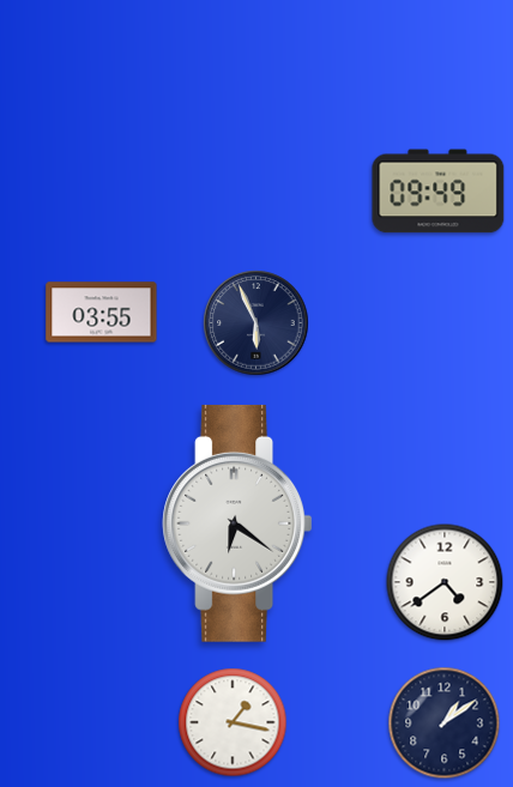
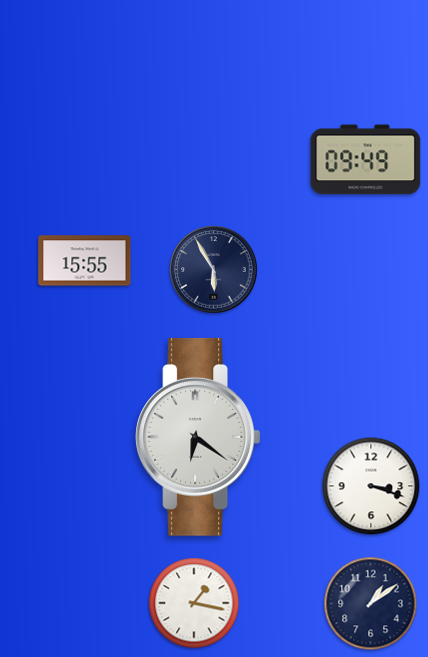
clock at (102, 313): 03:55 -> 15:55
clock at (256, 323): 5:56 -> 5:55
clock at (445, 582): 4:39 -> 3:18
